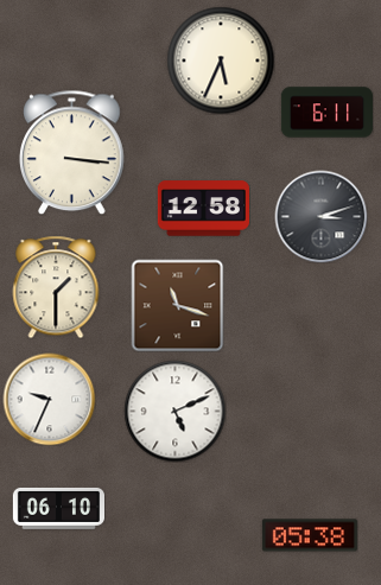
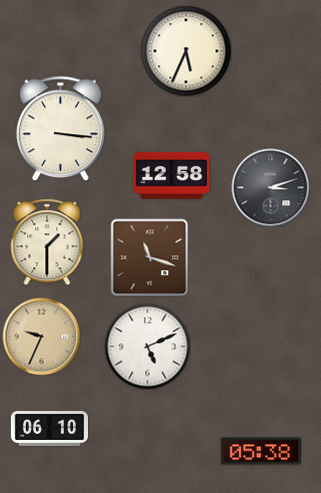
clock at (326, 113): 6:11 -> none
clock at (320, 216) position: (320, 216) -> (270, 187)
clock at (49, 399) dial: white -> champagne
